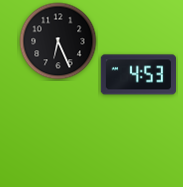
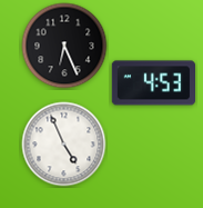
clock at (64, 145): none -> 4:56
